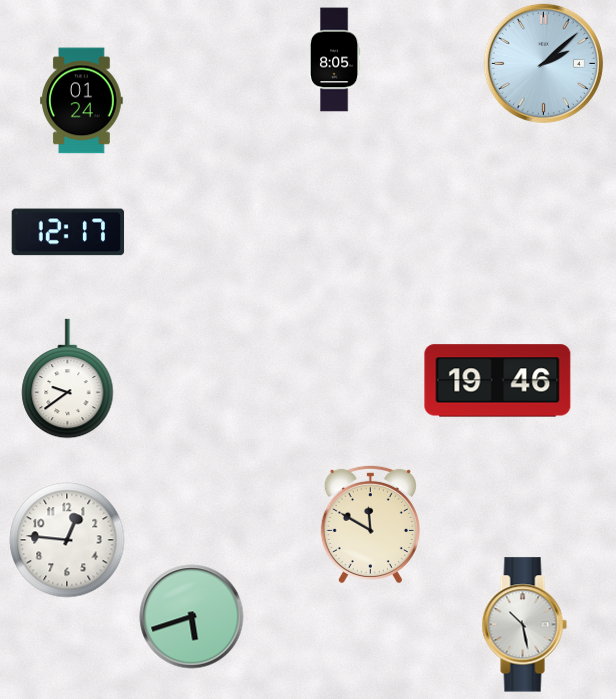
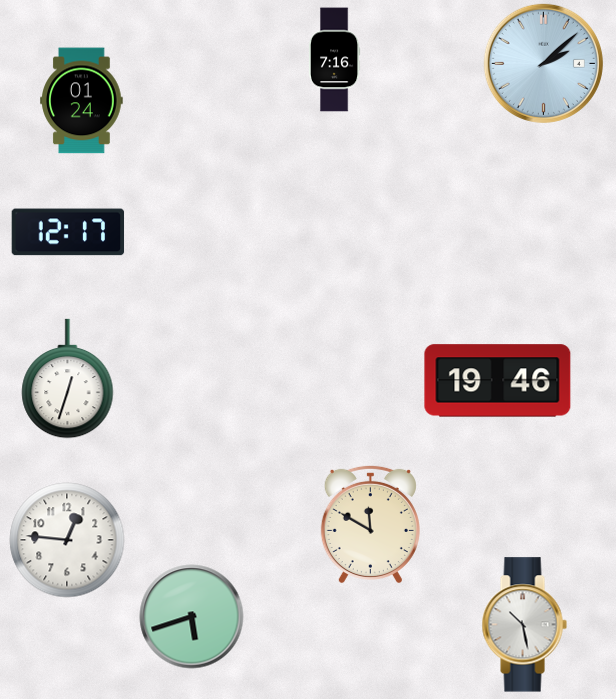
clock at (334, 60): 8:05 -> 7:16
clock at (68, 379): 9:39 -> 12:33
